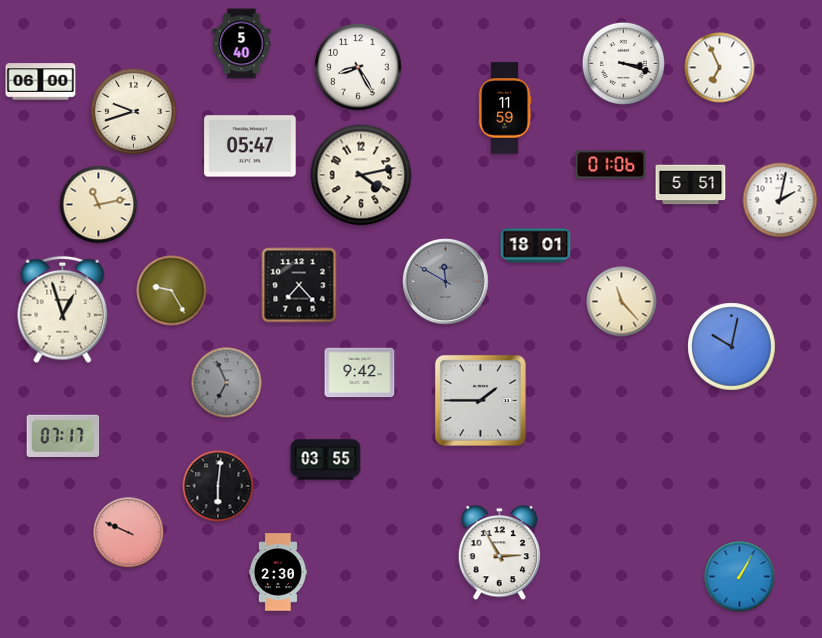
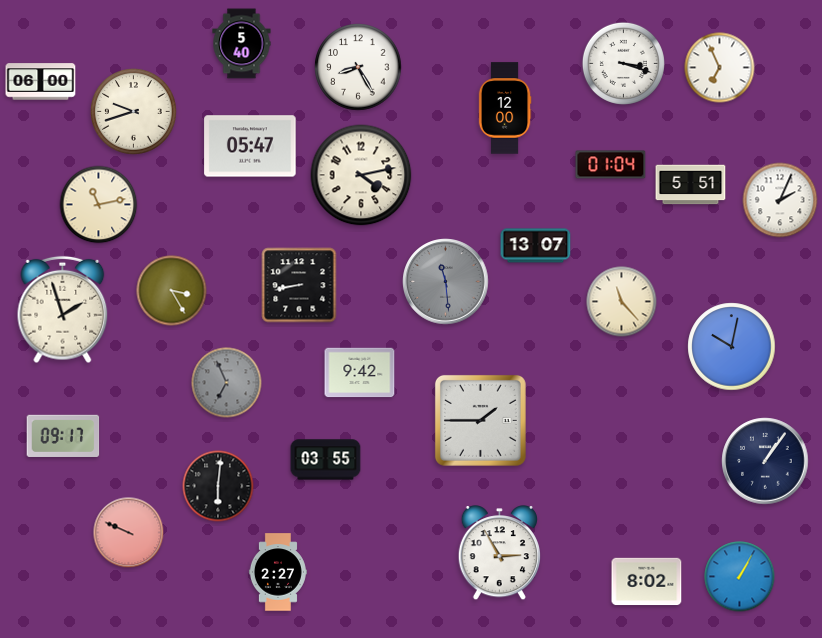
clock at (505, 108): 11:59 -> 12:00
clock at (611, 165): 01:06 -> 01:04
clock at (780, 200): 2:02 -> 2:04
clock at (536, 246): 18:01 -> 13:07
clock at (446, 282): 11:50 -> 11:29
clock at (299, 285): 7:23 -> 8:43
clock at (172, 291): 9:25 -> 3:25
clock at (63, 310): 12:57 -> 1:57
clock at (480, 400) position: (480, 400) -> (480, 420)
clock at (63, 436): 07:17 -> 09:17
clock at (765, 461): none -> 1:06
clock at (278, 572): 2:30 -> 2:27
clock at (647, 582): none -> 8:02
